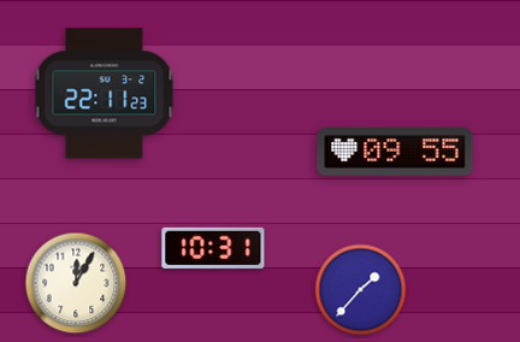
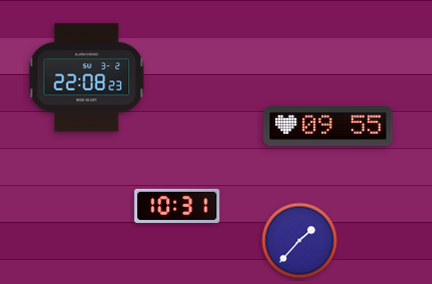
clock at (105, 94): 22:11 -> 22:08
clock at (76, 283): 12:05 -> none
